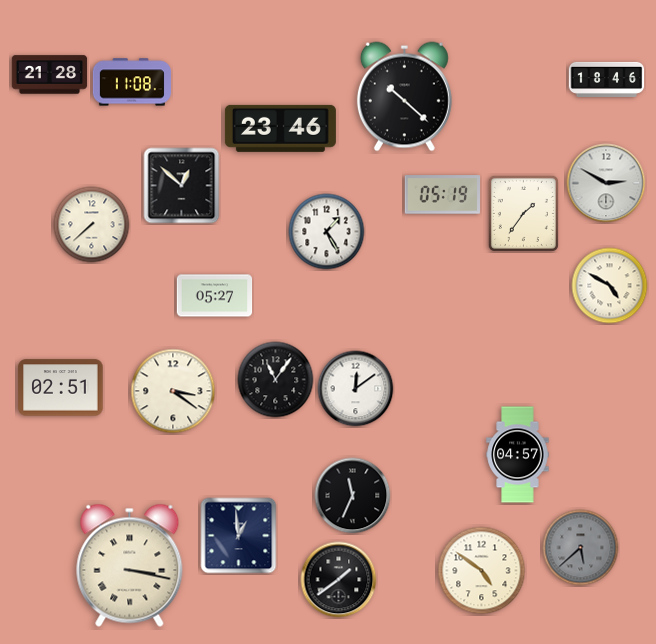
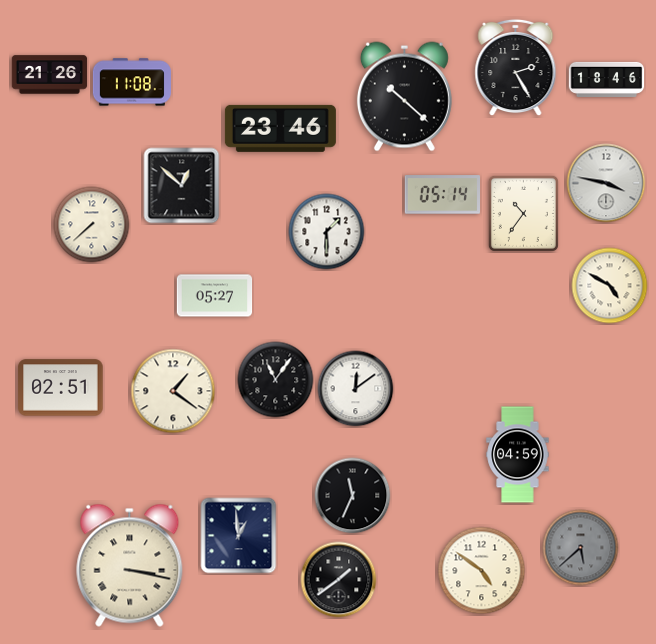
clock at (516, 68): none -> 2:25
clock at (50, 75): 21:28 -> 21:26
clock at (606, 183): 2:50 -> 3:47
clock at (443, 195): 05:19 -> 05:14
clock at (523, 213): 1:36 -> 10:36
clock at (327, 232): 1:25 -> 1:30
clock at (173, 391): 3:21 -> 1:21
clock at (518, 455): 04:57 -> 04:59
